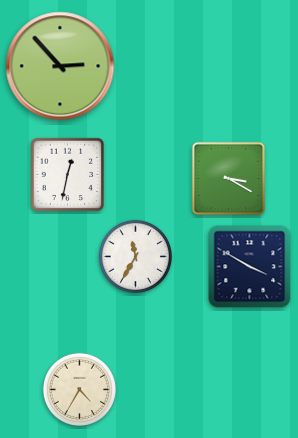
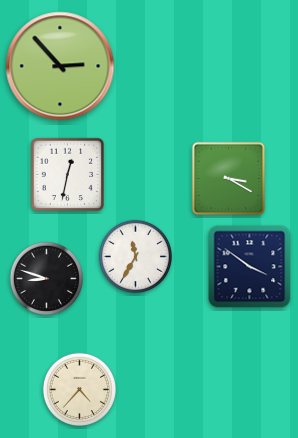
clock at (250, 267): 3:50 -> 3:51
clock at (46, 278): none -> 8:48
clock at (79, 389): 4:35 -> 4:37
